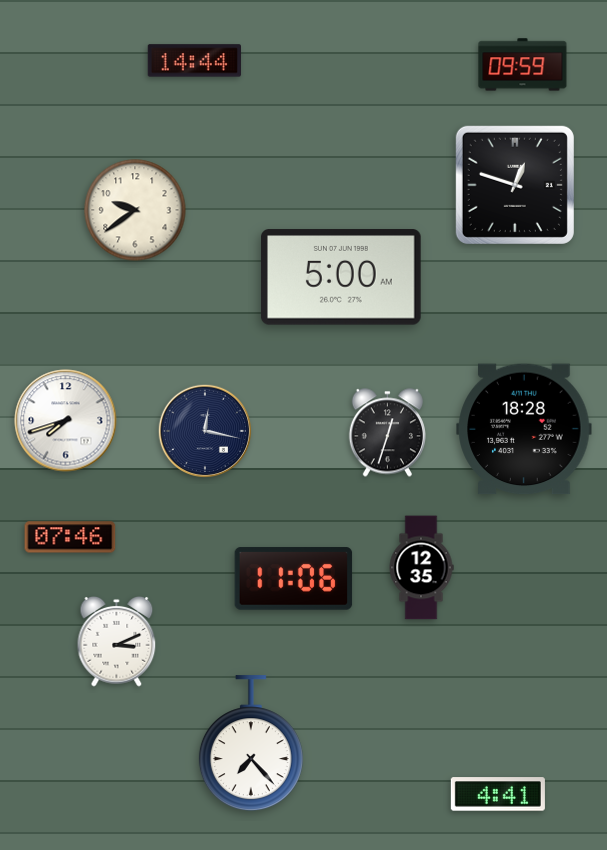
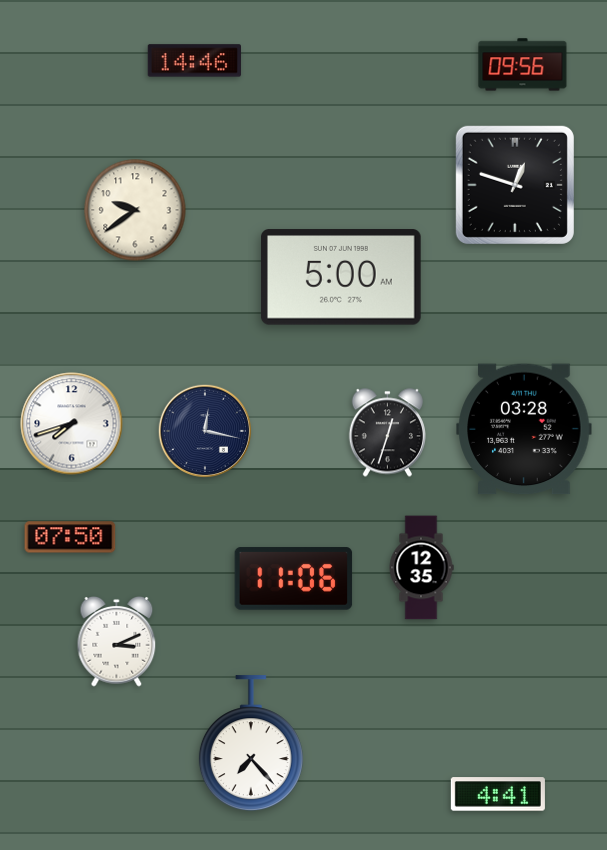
clock at (194, 61): 14:44 -> 14:46
clock at (523, 65): 09:59 -> 09:56
clock at (66, 421) position: (66, 421) -> (72, 424)
clock at (524, 429): 18:28 -> 03:28
clock at (70, 537): 07:46 -> 07:50
